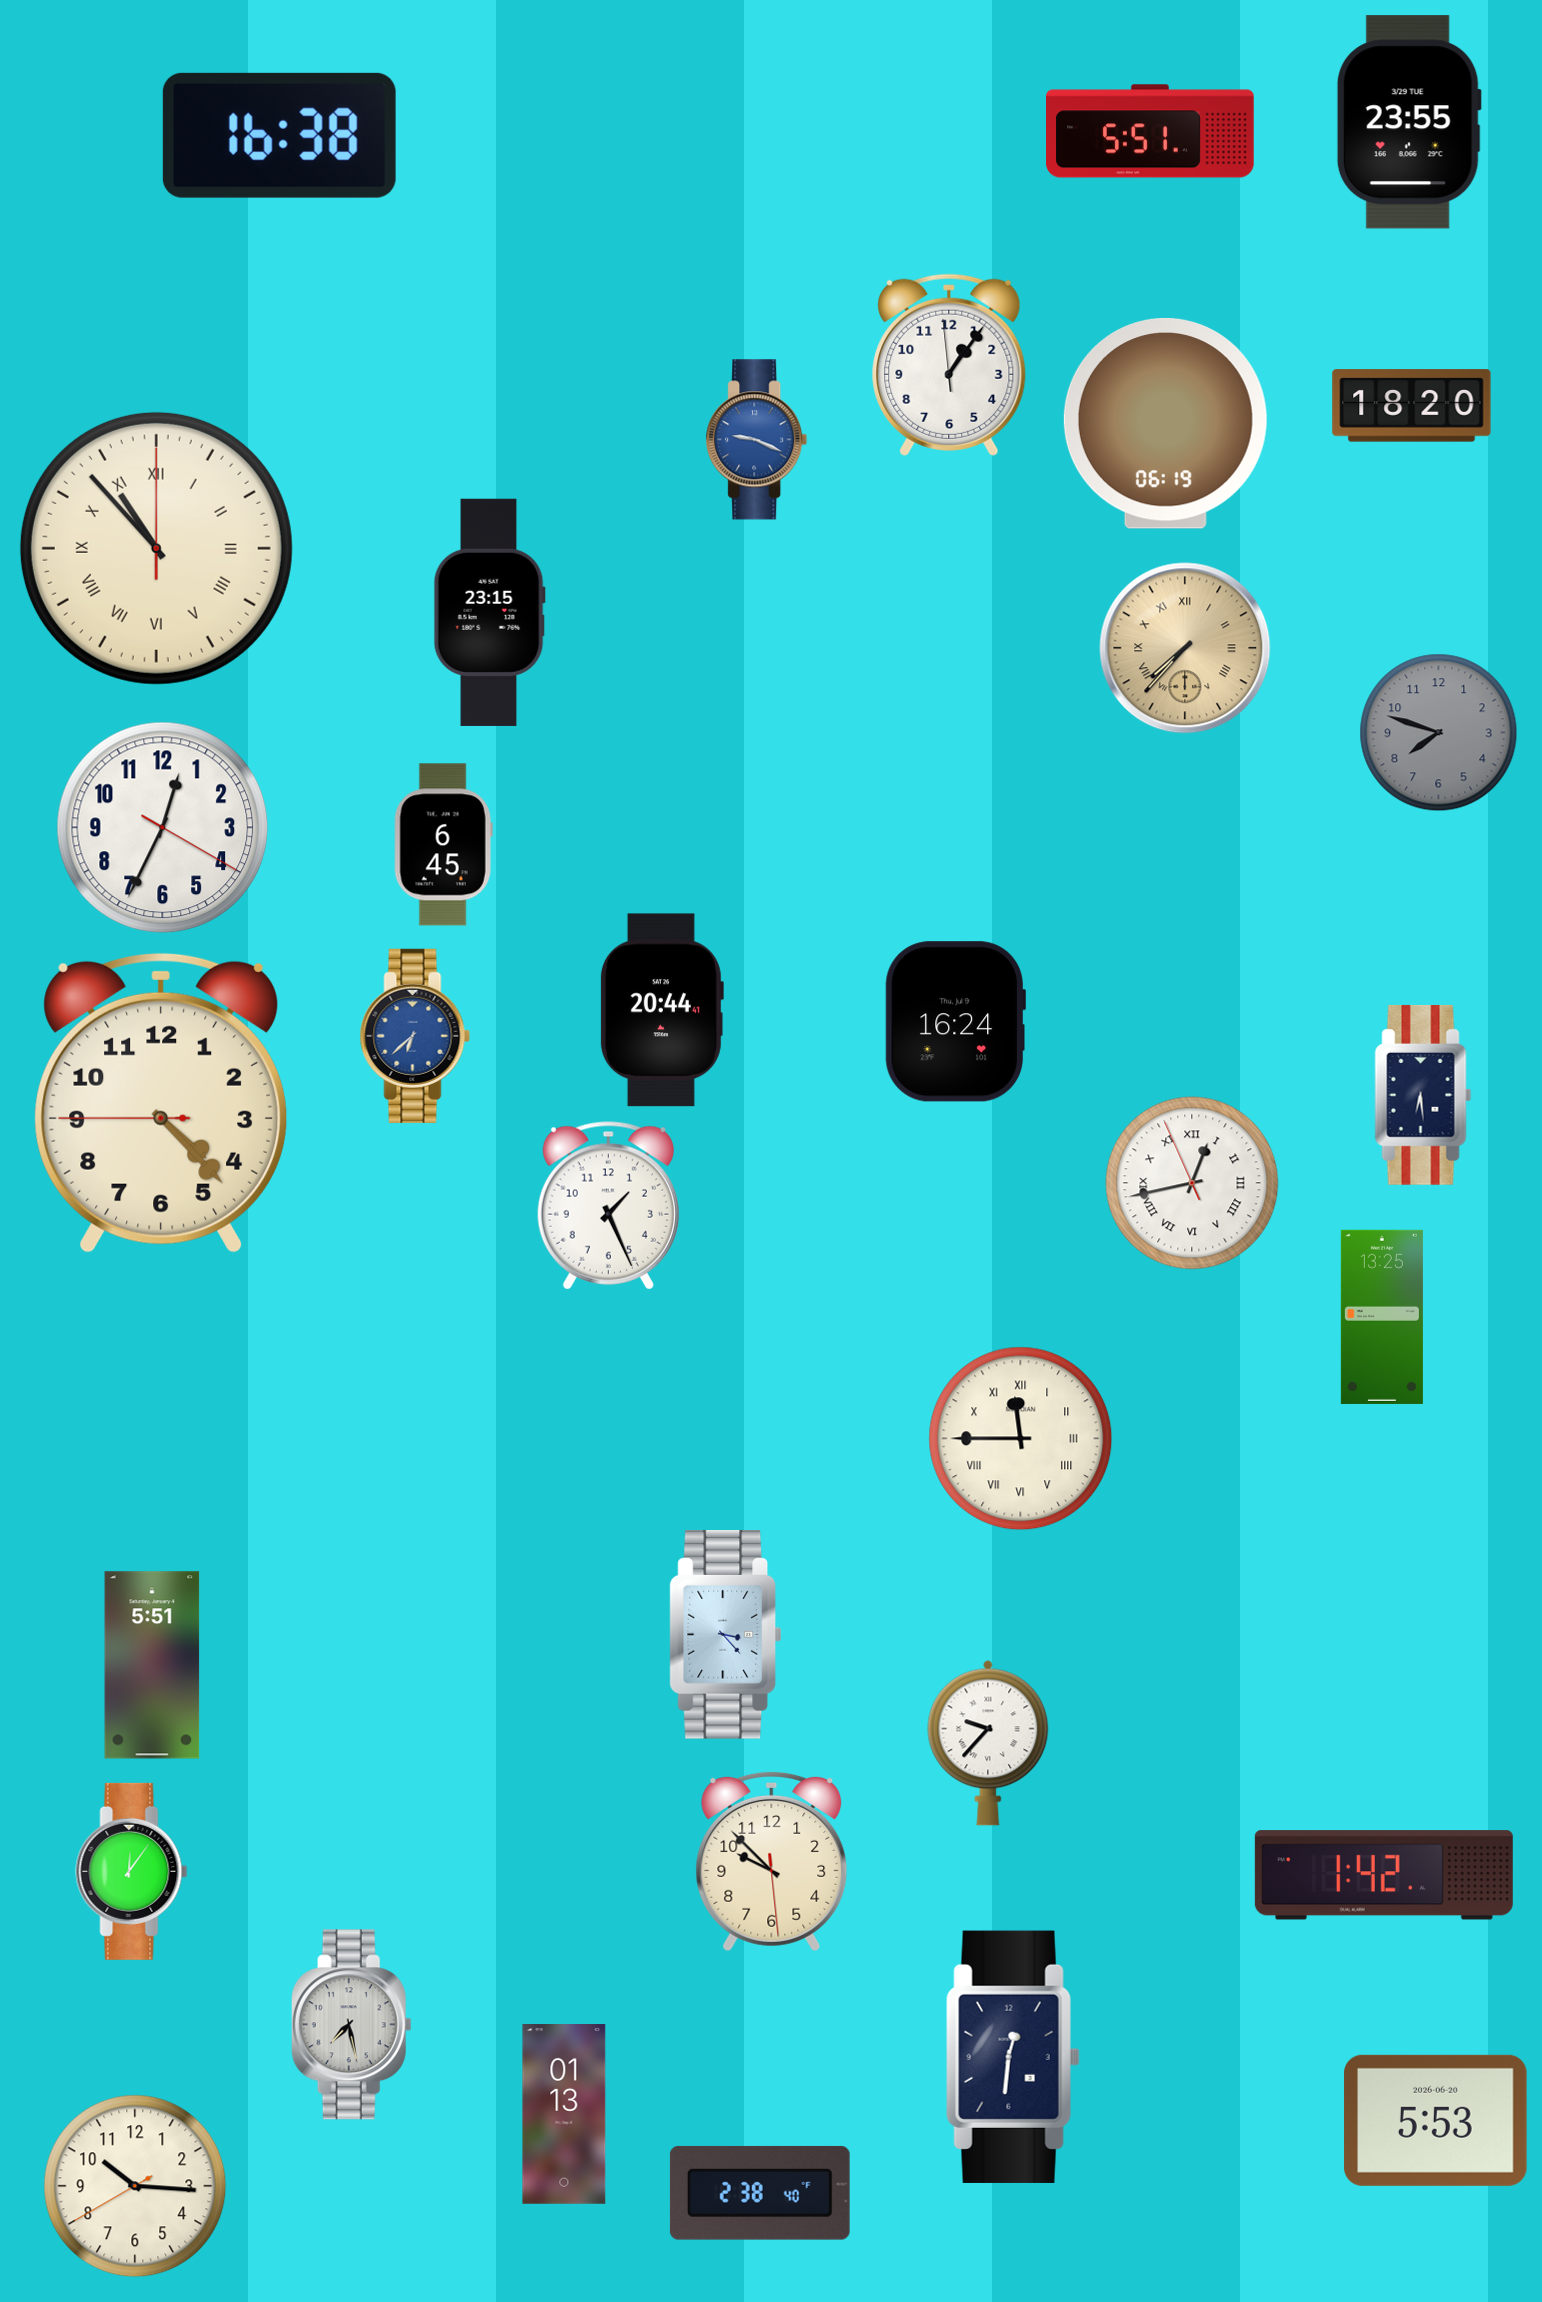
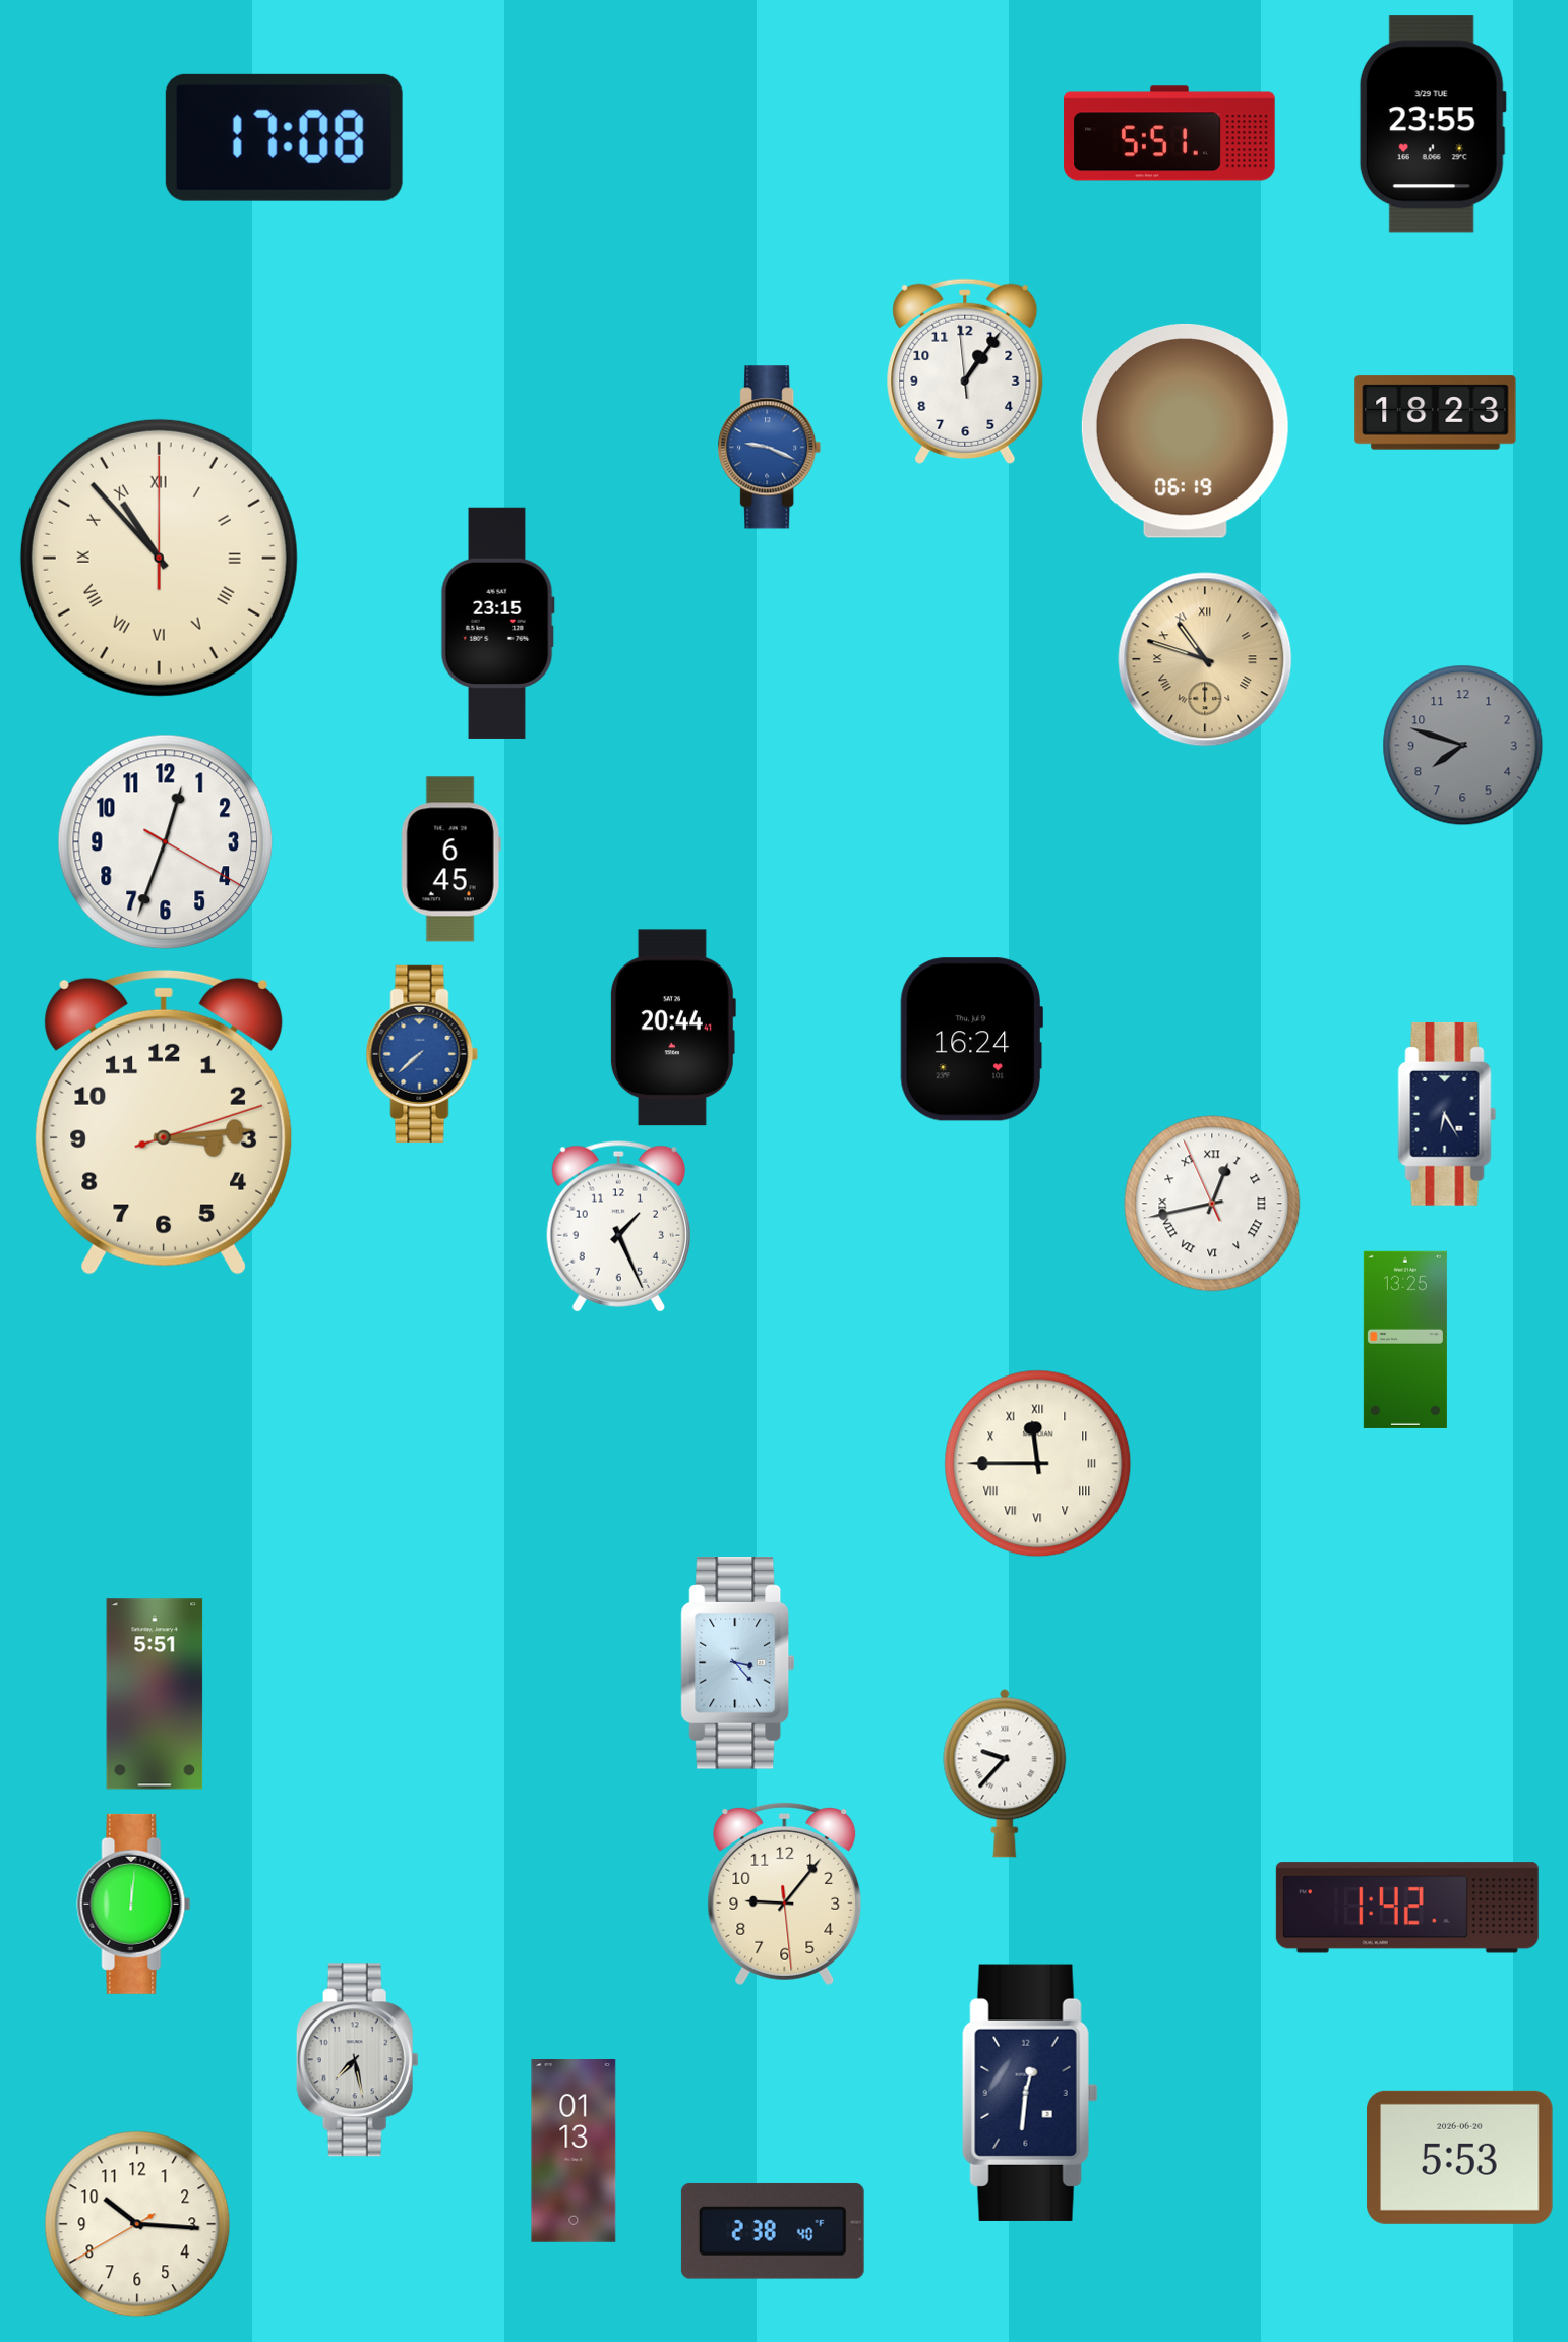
clock at (279, 135): 16:38 -> 17:08
clock at (1412, 406): 18:20 -> 18:23
clock at (1185, 648): 7:37 -> 10:48
clock at (163, 828): 12:34 -> 12:33
clock at (415, 1036): 6:38 -> 7:38
clock at (1423, 1095): 6:29 -> 6:25
clock at (161, 1103): 4:22 -> 3:14
clock at (772, 1861): 9:52 -> 9:06
clock at (132, 1871): 12:06 -> 12:01
